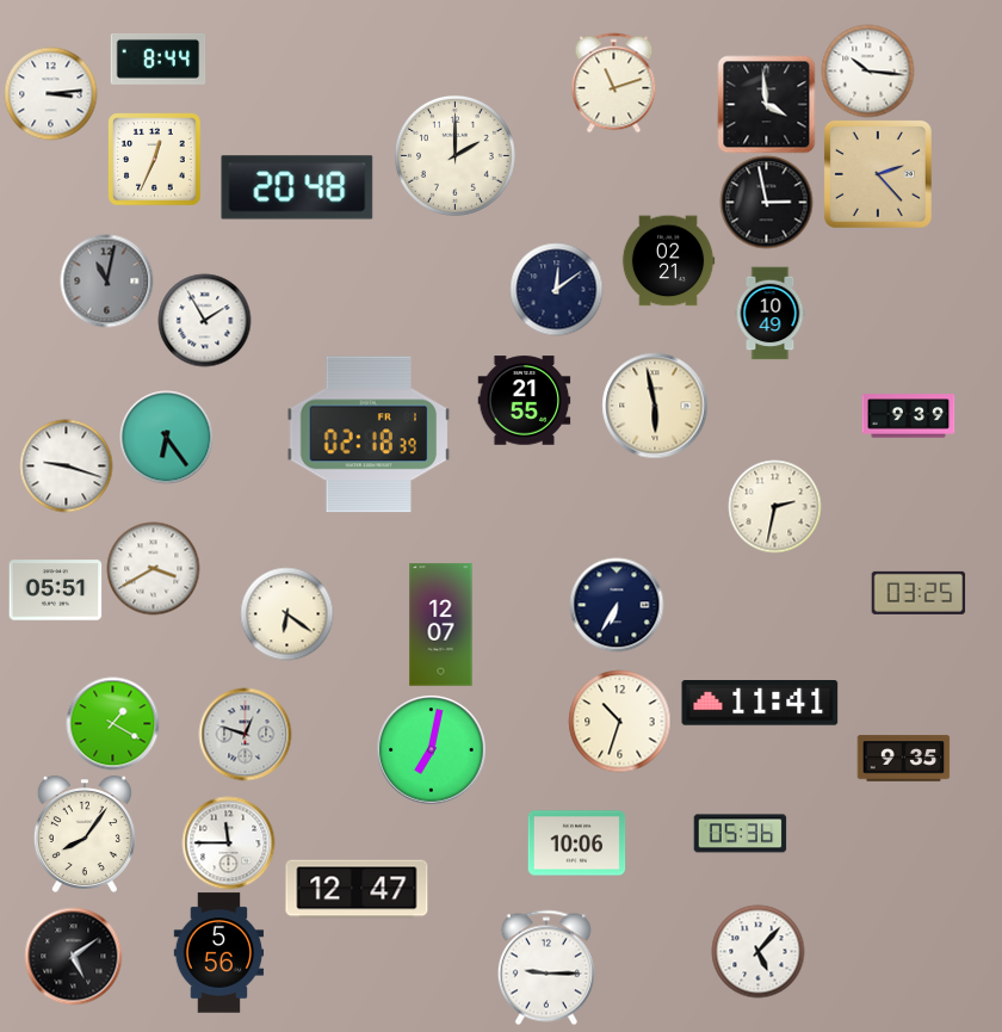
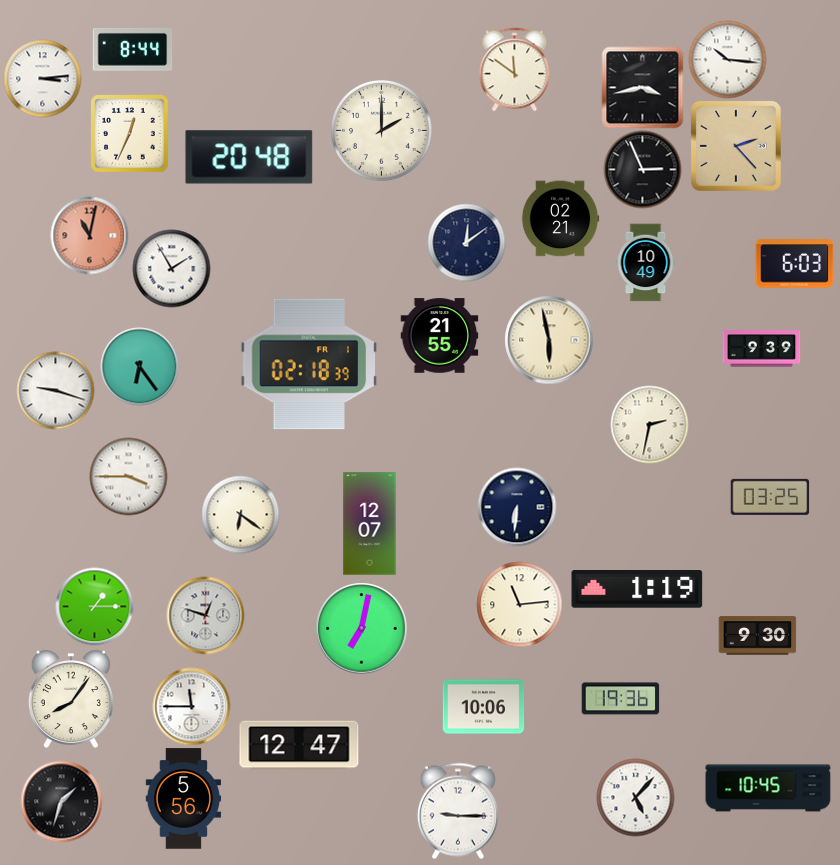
clock at (614, 82): 11:12 -> 11:51
clock at (766, 104): 3:59 -> 3:43
clock at (766, 202): 2:58 -> 2:56
clock at (106, 280) dial: grey -> salmon
clock at (794, 264): none -> 6:03
clock at (153, 568): 3:40 -> 3:45
clock at (55, 591): 05:51 -> none
clock at (617, 605): 6:35 -> 6:31
clock at (760, 704): 11:41 -> 1:19
clock at (619, 721): 10:33 -> 11:14
clock at (112, 723): 1:20 -> 1:15
clock at (903, 759): 9:35 -> 9:30
clock at (740, 834): 05:36 -> 19:36
clock at (768, 788): none -> 10:45
clock at (73, 956): 5:09 -> 1:33
